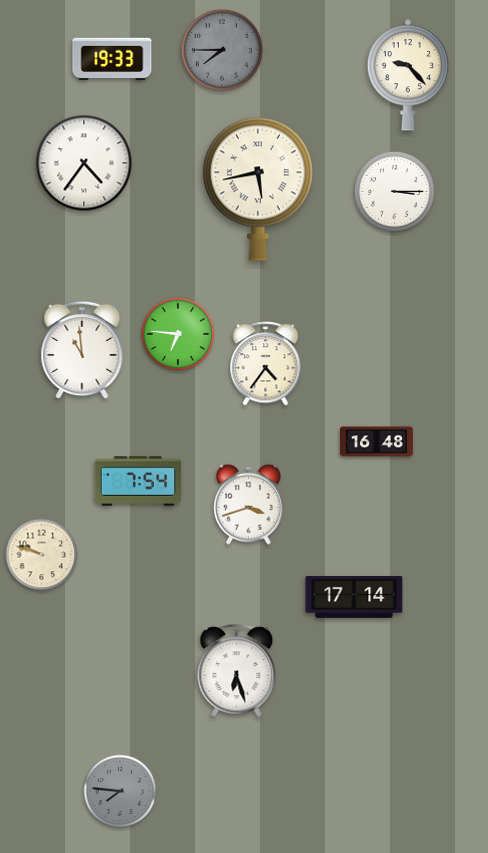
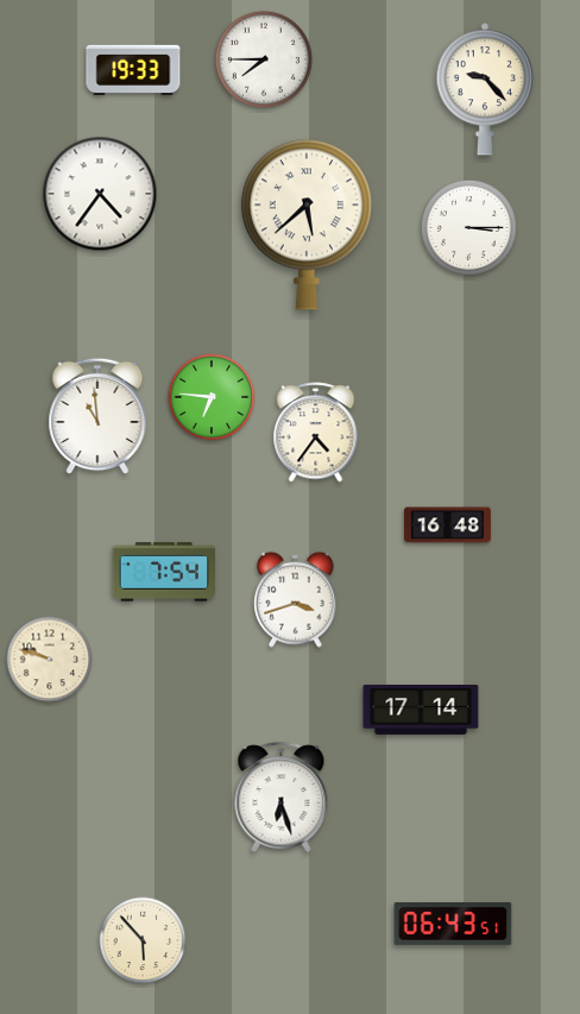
clock at (222, 50) dial: grey -> white
clock at (258, 189): 5:43 -> 5:38
clock at (453, 925): none -> 06:43
clock at (120, 791): 7:46 -> 5:53
clock at (120, 791) dial: grey -> cream
